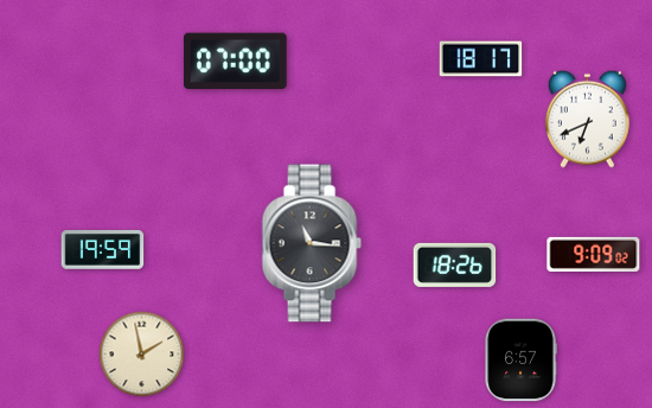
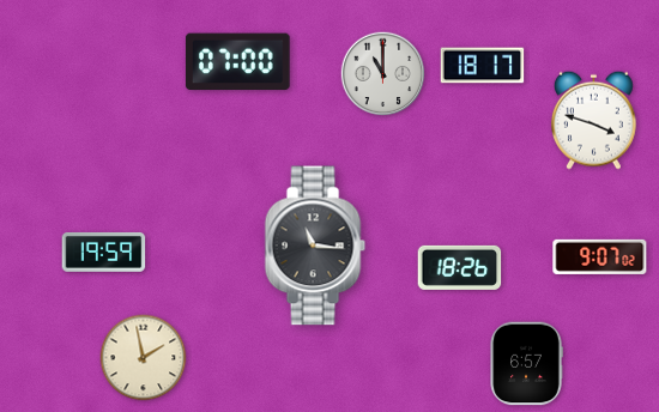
clock at (481, 59) position: (481, 59) -> (483, 66)
clock at (383, 74): none -> 11:00
clock at (587, 119): 6:41 -> 3:48
clock at (594, 254): 9:09 -> 9:07
